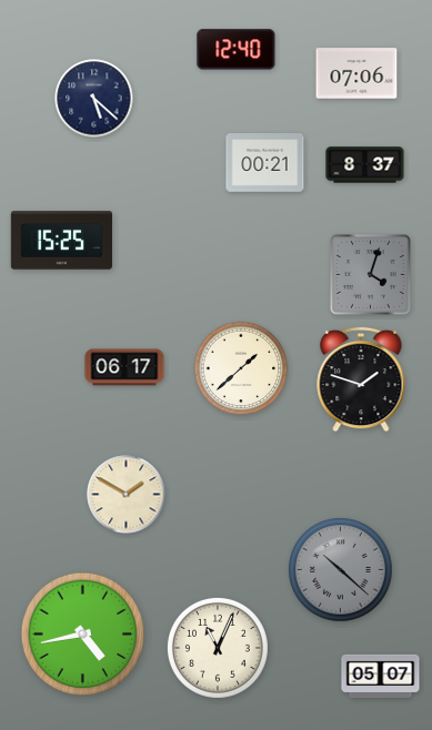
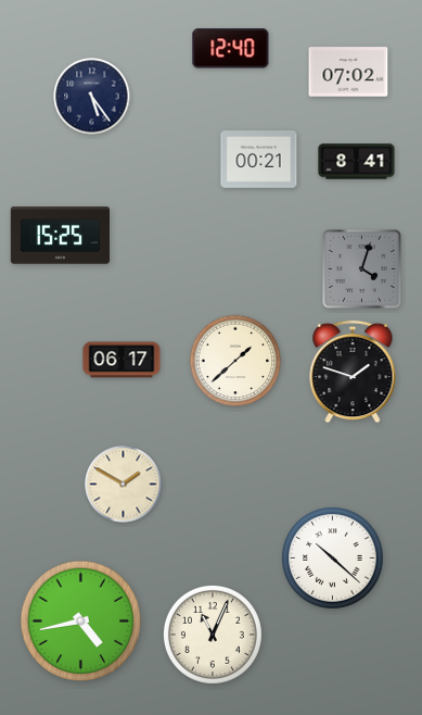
clock at (356, 73): 07:06 -> 07:02
clock at (94, 99): 5:22 -> 5:24
clock at (365, 165): 8:37 -> 8:41
clock at (341, 570) dial: grey -> white
clock at (381, 676): 05:07 -> none
